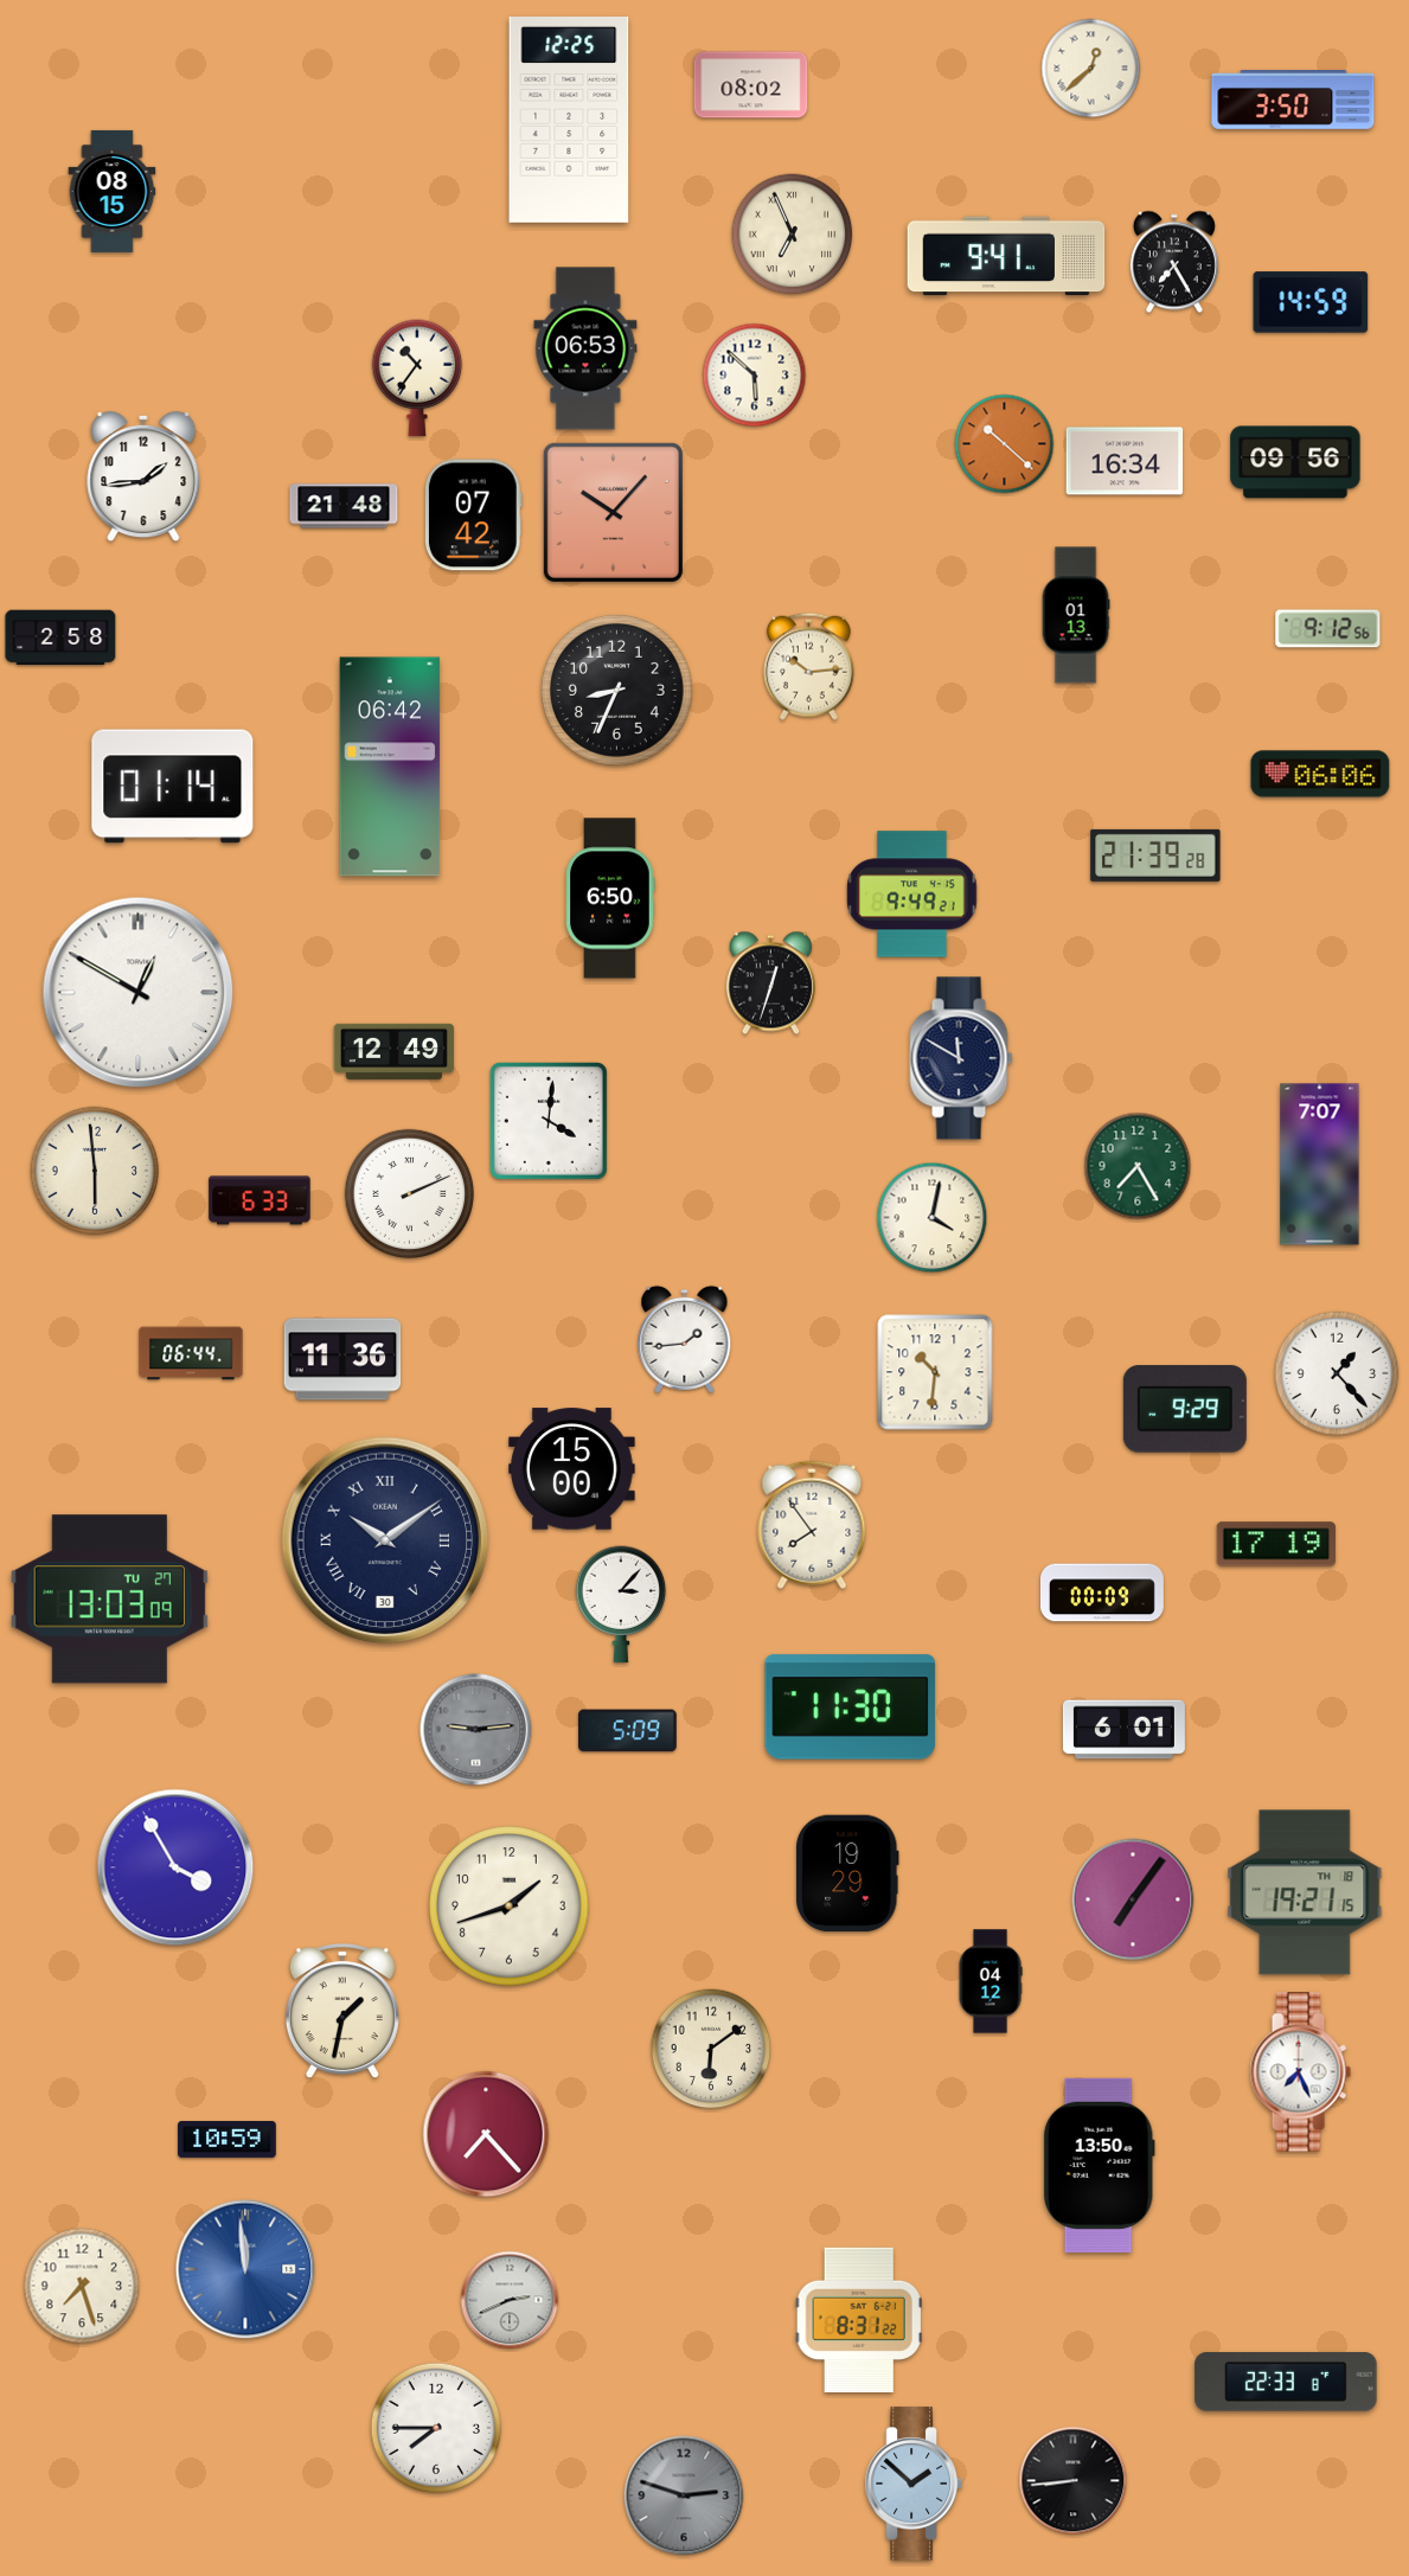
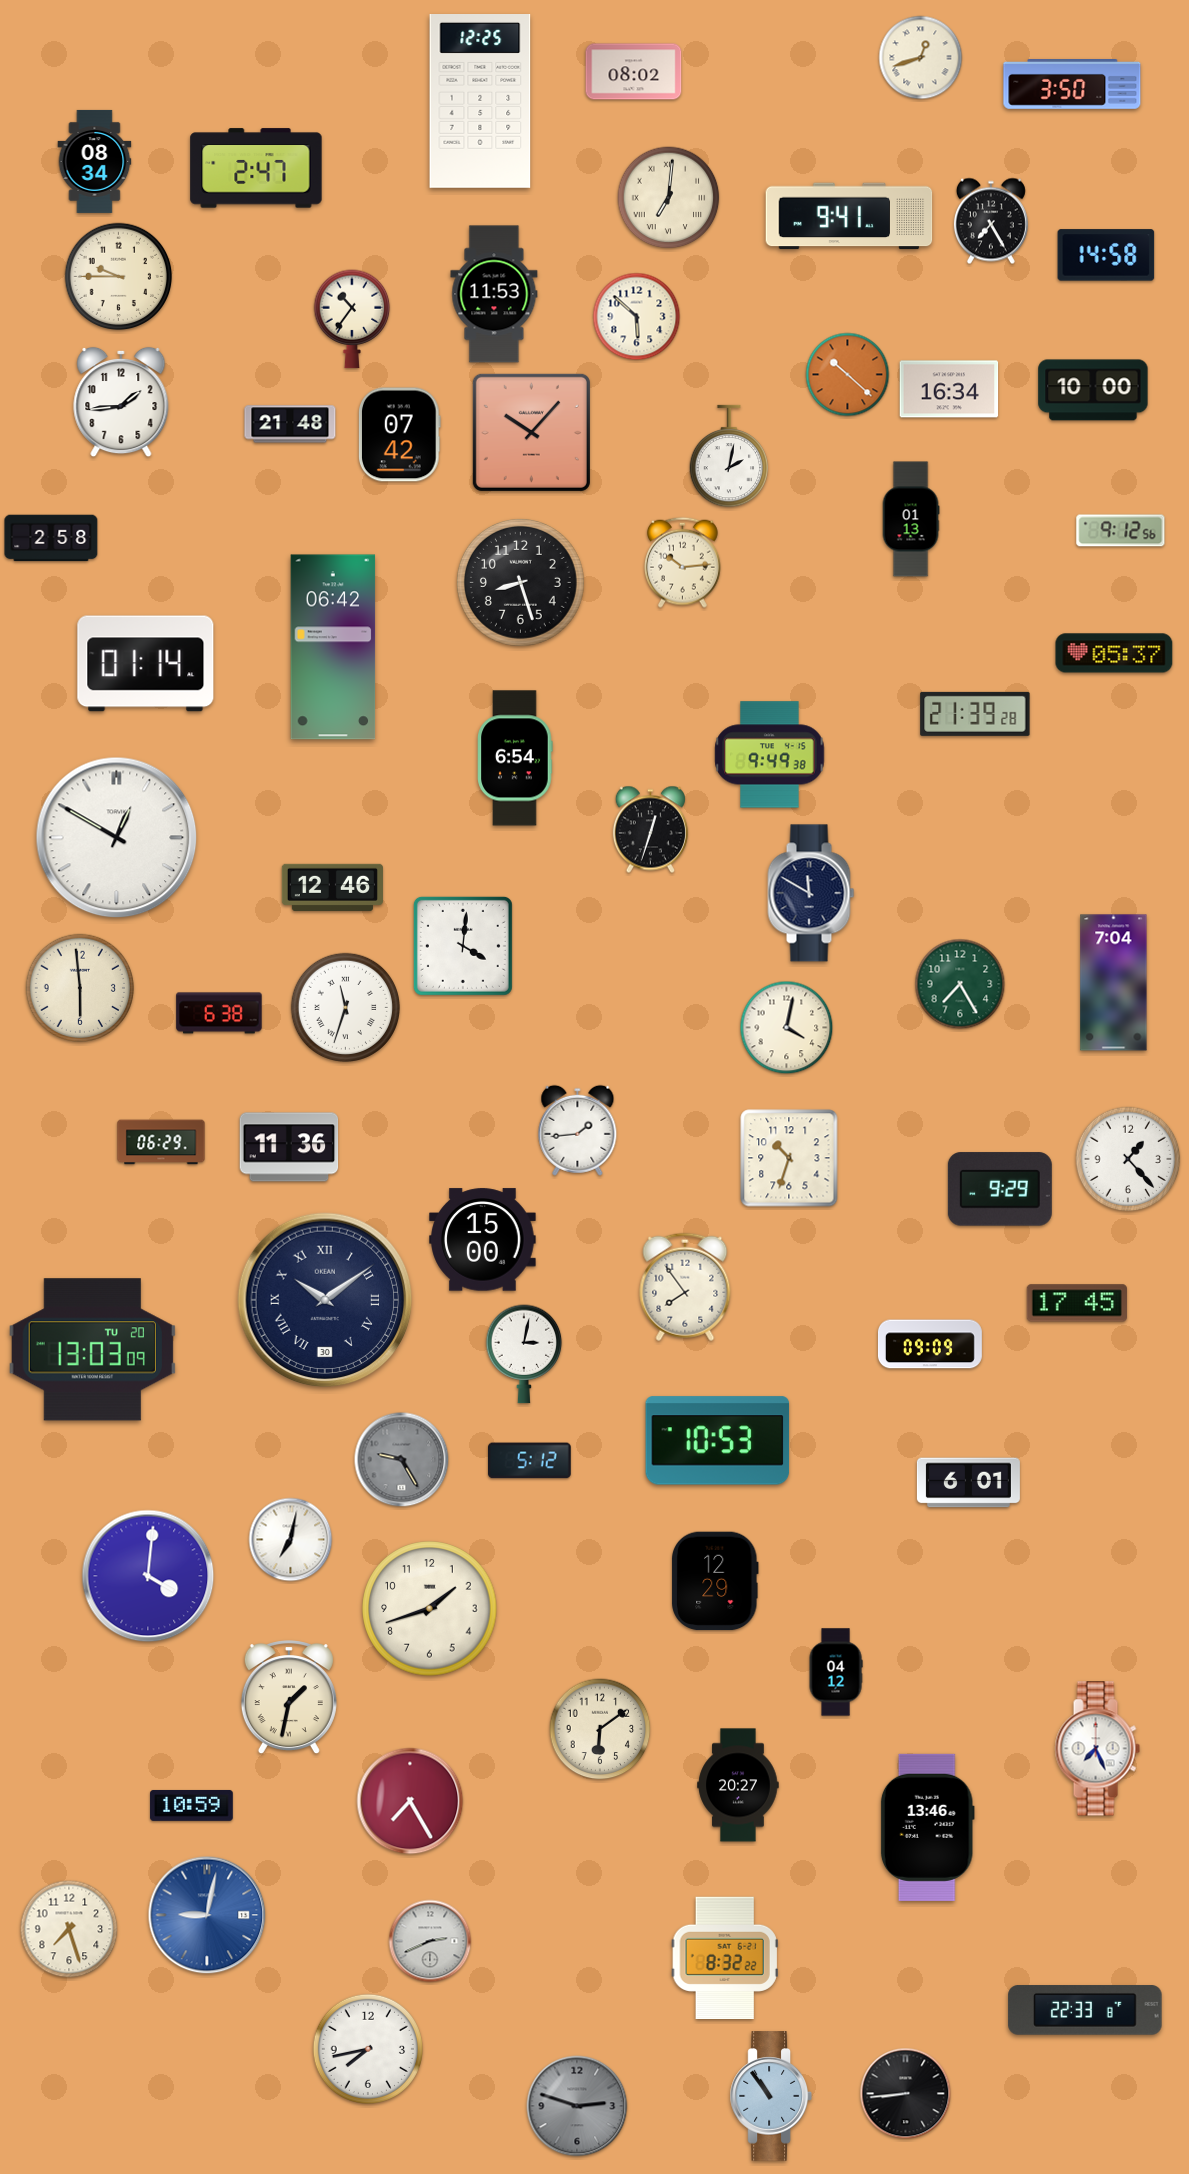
clock at (1091, 69): 12:38 -> 12:42
clock at (1293, 101) position: (1293, 101) -> (1072, 85)
clock at (113, 191): 08:15 -> 08:34
clock at (256, 168): none -> 2:47
clock at (793, 235): 6:56 -> 7:01
clock at (1311, 302): 14:59 -> 14:58
clock at (119, 277): none -> 9:45
clock at (585, 348): 06:53 -> 11:53
clock at (1295, 462): 09:56 -> 10:00
clock at (344, 506) position: (344, 506) -> (290, 424)
clock at (613, 512) position: (613, 512) -> (531, 432)
clock at (729, 456): none -> 2:02
clock at (1076, 615) position: (1076, 615) -> (911, 519)
clock at (616, 690): 8:34 -> 8:27
clock at (390, 767) position: (390, 767) -> (333, 647)
clock at (1320, 774): 06:06 -> 05:37
clock at (1155, 856) position: (1155, 856) -> (975, 714)
clock at (912, 895): 9:49:21 -> 9:49:38
clock at (610, 898): 6:50 -> 6:54
clock at (393, 1051): 12:49 -> 12:46
clock at (1320, 1165): 7:07 -> 7:04
clock at (409, 1193): 2:11 -> 11:33
clock at (260, 1200): 6:33 -> 6:38
clock at (191, 1353): 06:44 -> 06:29
clock at (935, 1372): 10:31 -> 10:33
clock at (1276, 1544): 17:19 -> 17:45
clock at (1102, 1593): 00:09 -> 09:09
clock at (109, 1600) date: TU 27 -> TU 20
clock at (621, 1604): 3:07 -> 3:02
clock at (851, 1707): 11:30 -> 10:53
clock at (476, 1730): 9:14 -> 9:25
clock at (1123, 1730) position: (1123, 1730) -> (968, 1483)
clock at (628, 1731): 5:09 -> 5:12
clock at (291, 1540): none -> 7:02
clock at (175, 1867): 3:55 -> 4:01
clock at (848, 1873): 19:29 -> 12:29
clock at (1305, 1892): 19:21 -> none
clock at (1133, 1899): 7:06 -> none
clock at (738, 1785): none -> 20:27
clock at (486, 2134): 7:23 -> 7:25
clock at (1099, 2165): 13:50 -> 13:46
clock at (245, 2269): 11:59 -> 9:02
clock at (859, 2319): 8:31 -> 8:32
clock at (435, 2427): 7:45 -> 7:43
clock at (914, 2484): 1:52 -> 10:54
